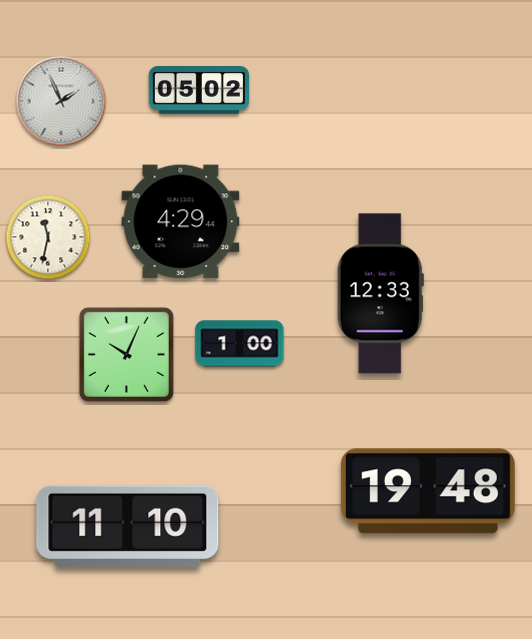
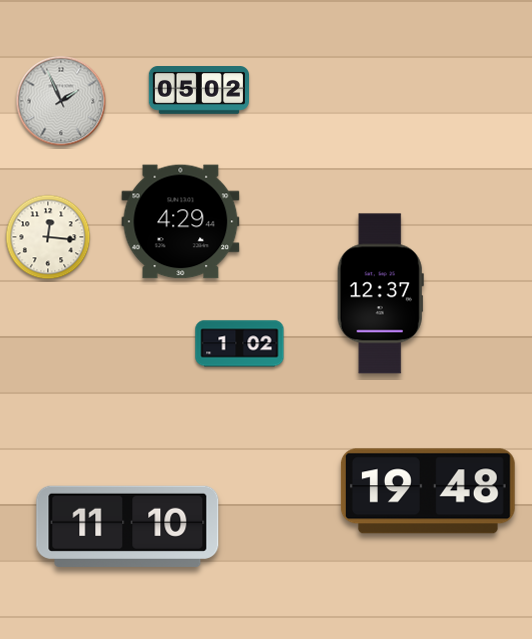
clock at (48, 237): 11:32 -> 12:16
clock at (380, 294): 12:33 -> 12:37
clock at (240, 344): 1:00 -> 1:02
clock at (126, 354): 10:04 -> none
